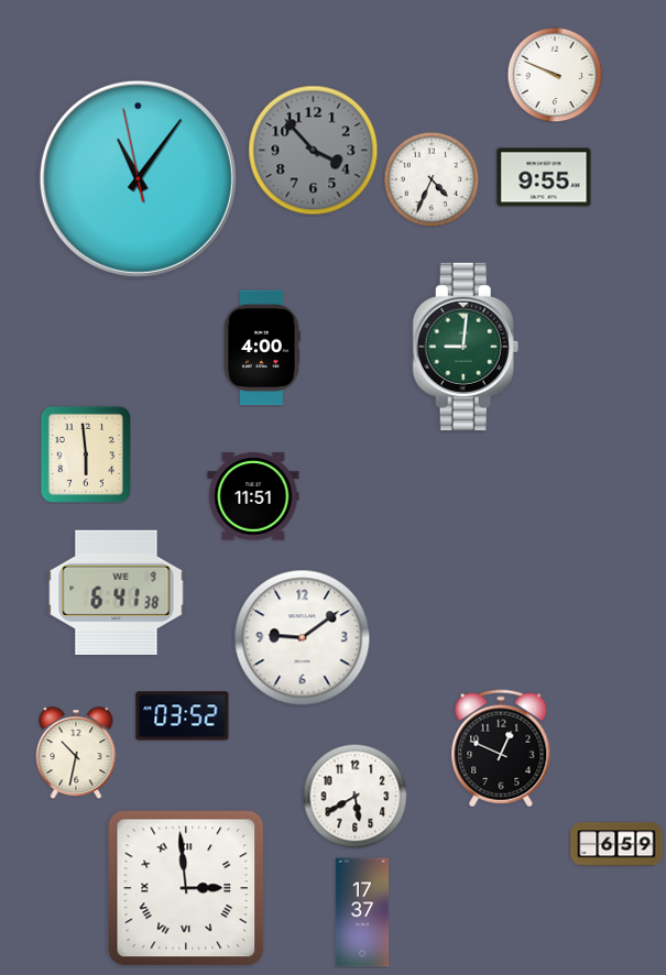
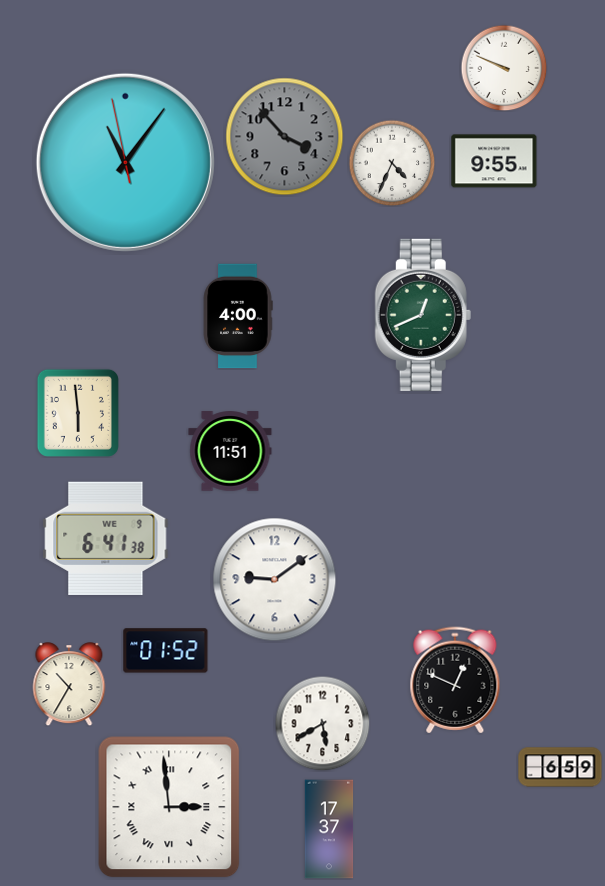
clock at (466, 347): 9:01 -> 12:41
clock at (183, 716): 03:52 -> 01:52
clock at (76, 753): 10:32 -> 10:35
